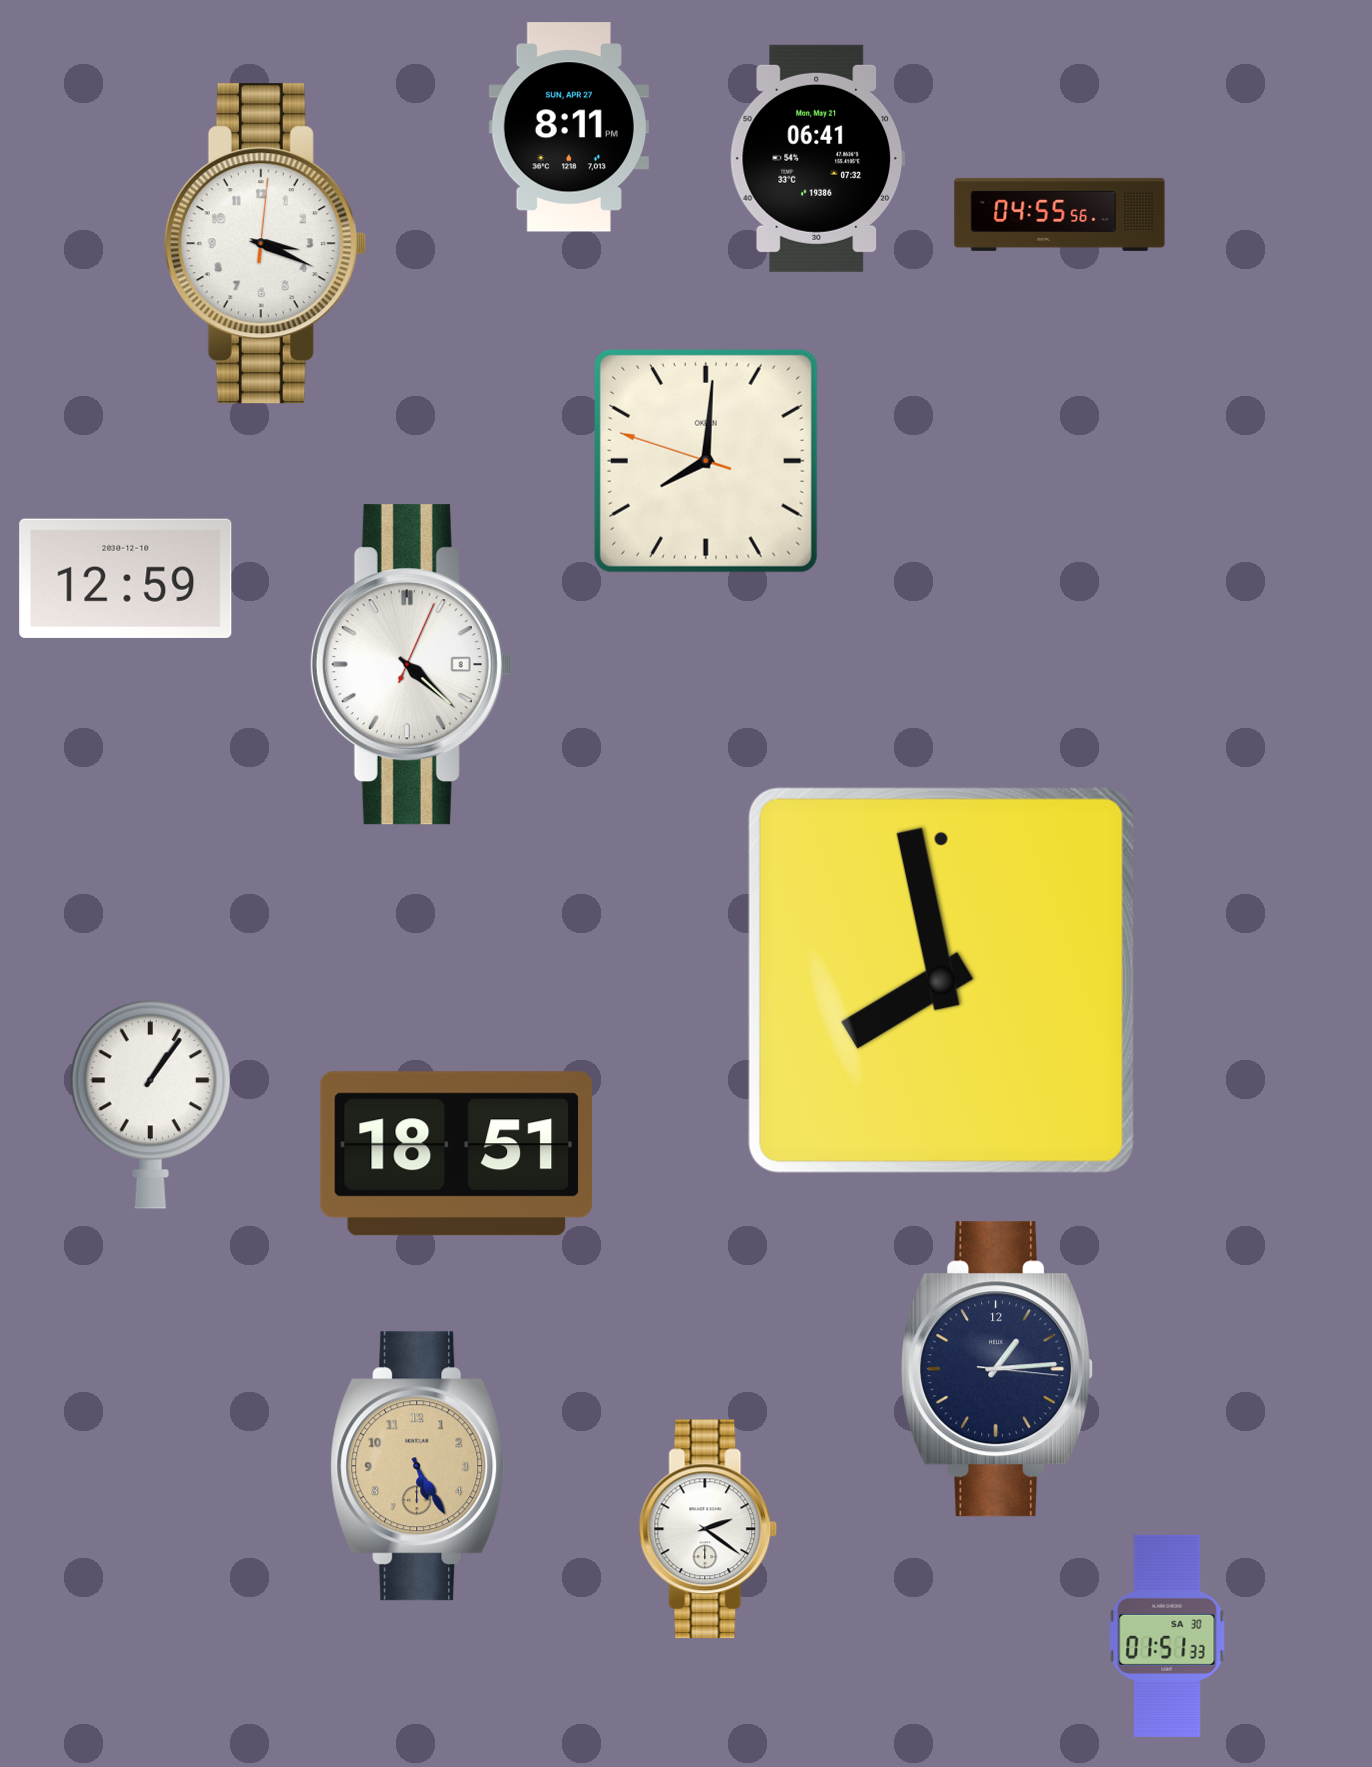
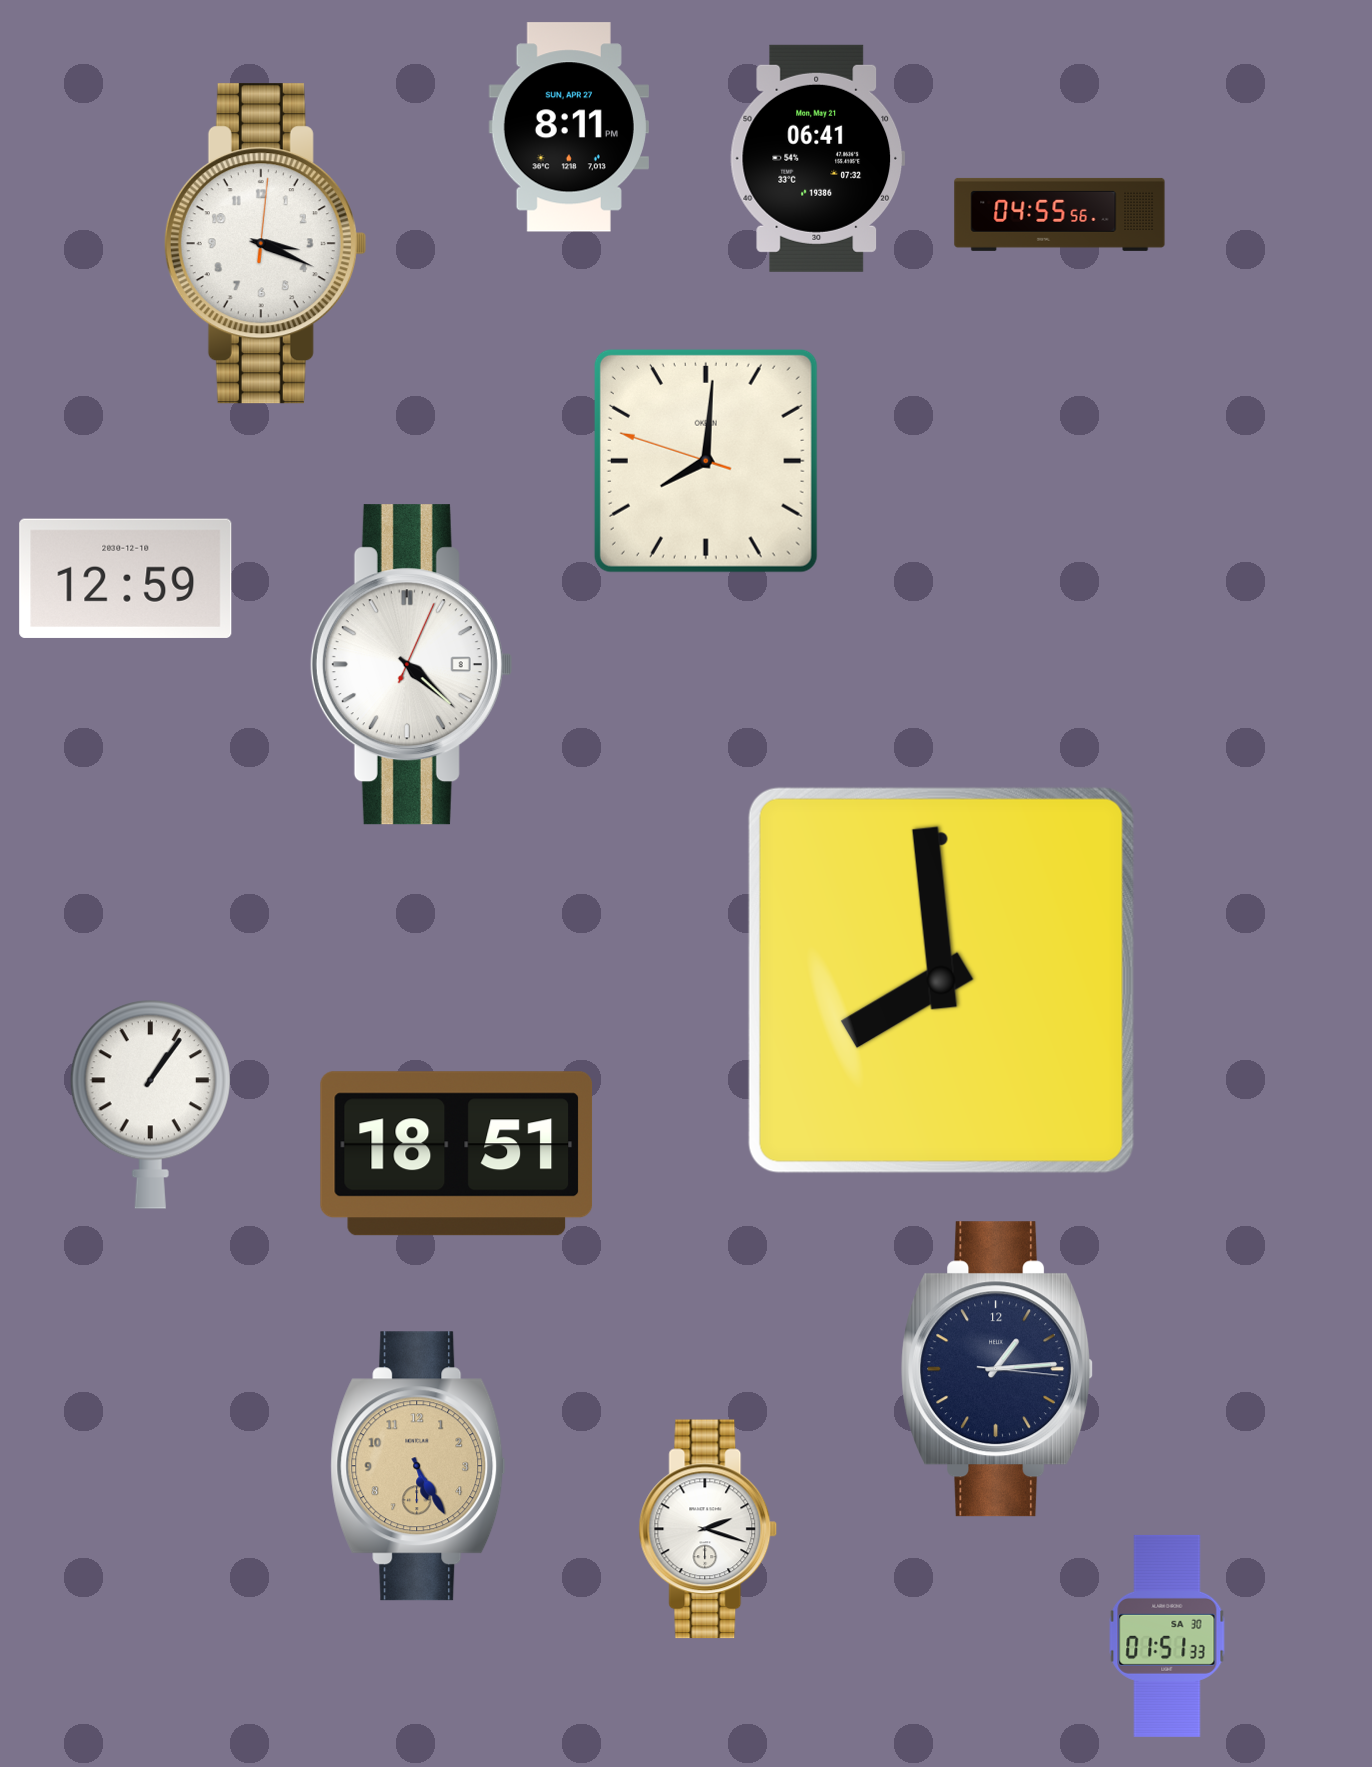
clock at (941, 980): 7:58 -> 7:59
clock at (708, 1529): 2:21 -> 2:18
